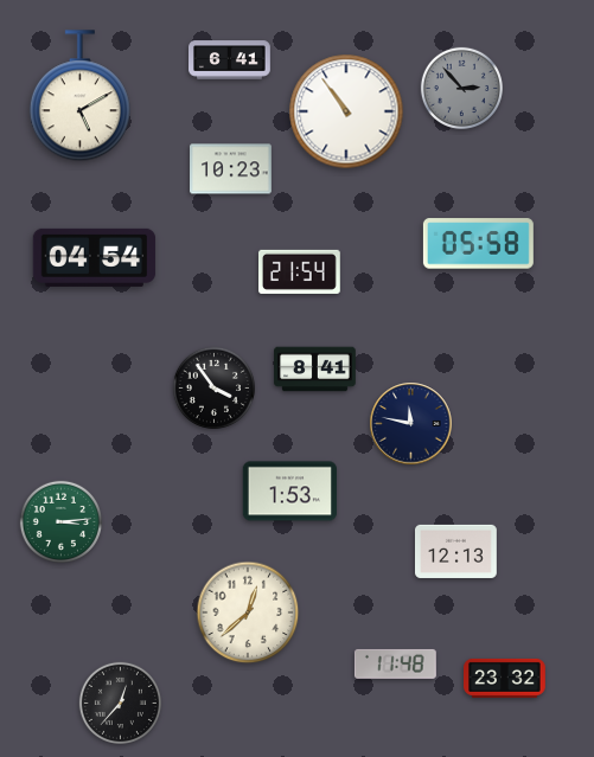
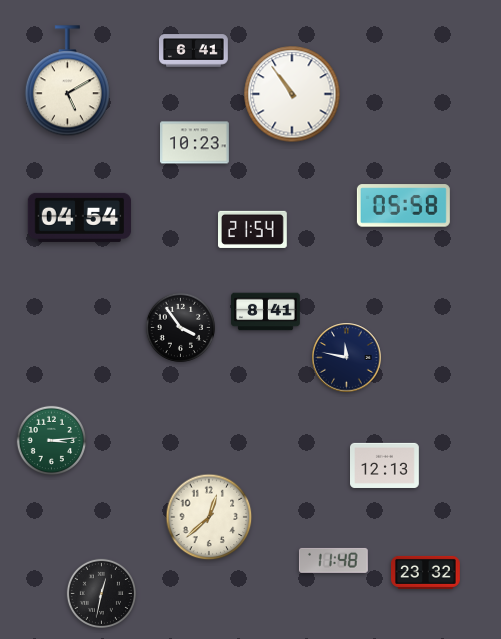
clock at (461, 88): 2:53 -> none
clock at (289, 492): 1:53 -> none
clock at (120, 703): 12:37 -> 12:32
